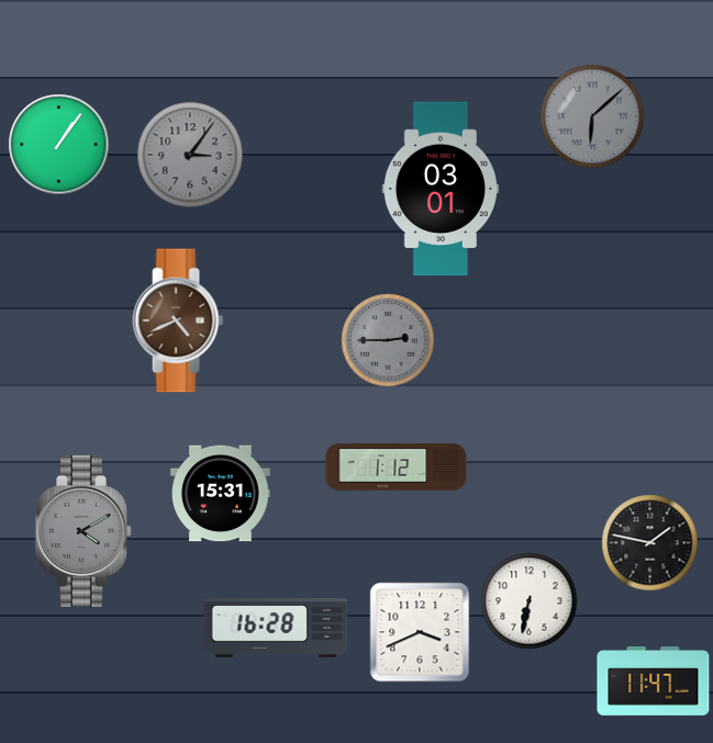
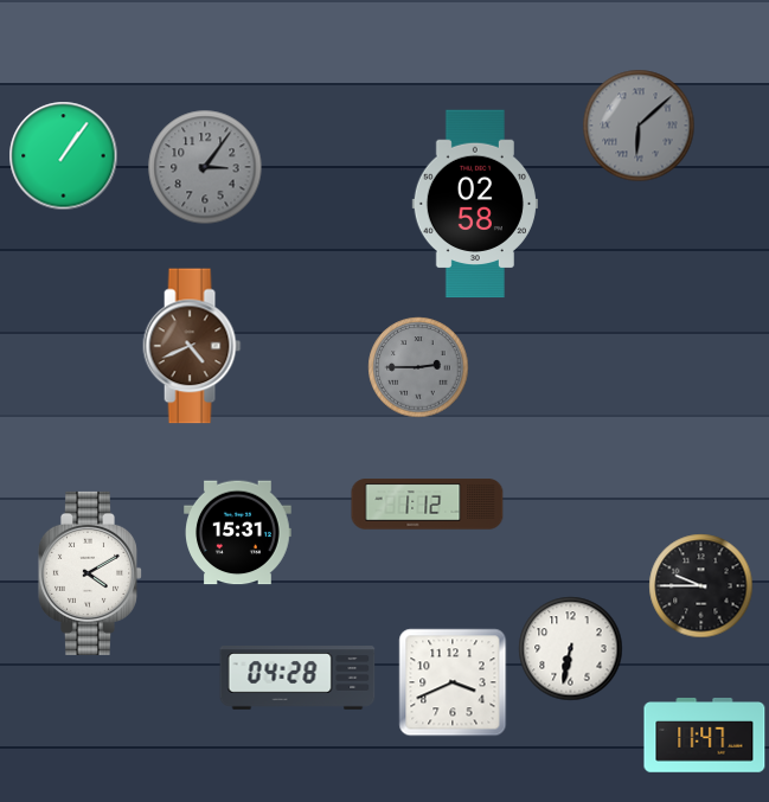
clock at (441, 189): 03:01 -> 02:58
clock at (83, 531) dial: grey -> white
clock at (650, 543): 1:47 -> 9:45
clock at (276, 628): 16:28 -> 04:28
